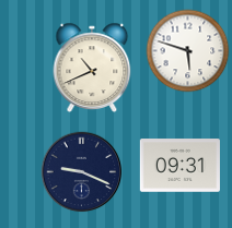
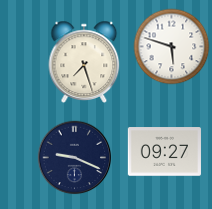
clock at (92, 68): 10:41 -> 7:27
clock at (179, 166): 09:31 -> 09:27
